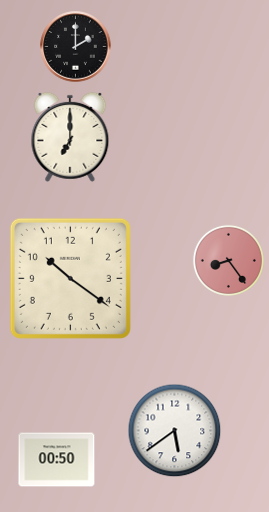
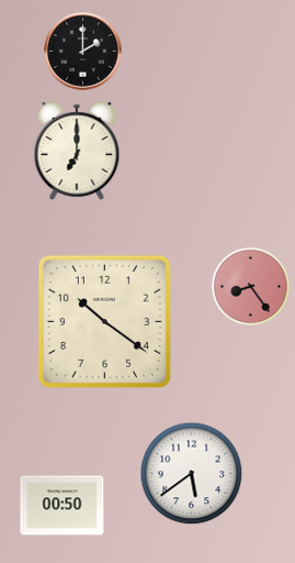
clock at (70, 278) position: (70, 278) -> (104, 321)
